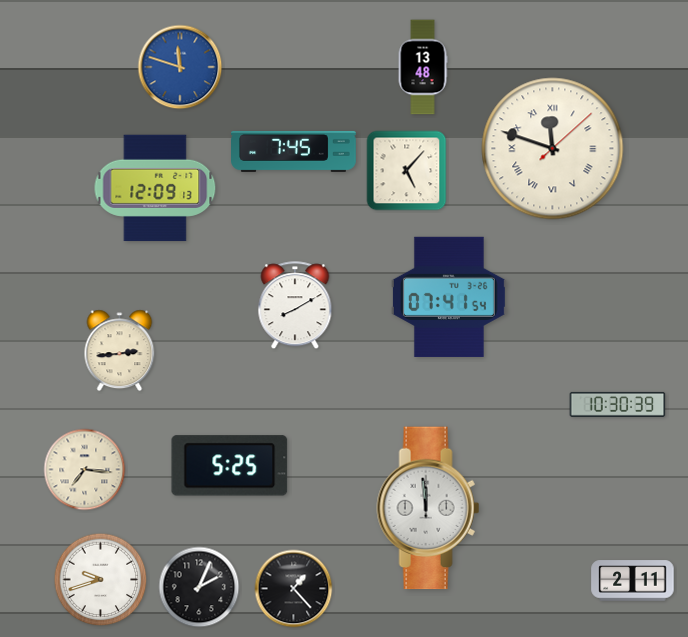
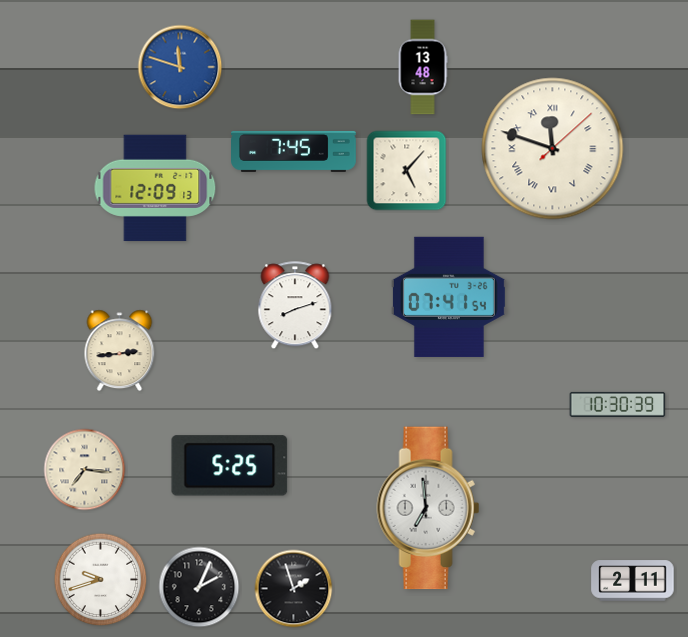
clock at (295, 306): 8:10 -> 8:12
clock at (428, 508): 11:59 -> 6:59
clock at (294, 589): 1:23 -> 1:57
